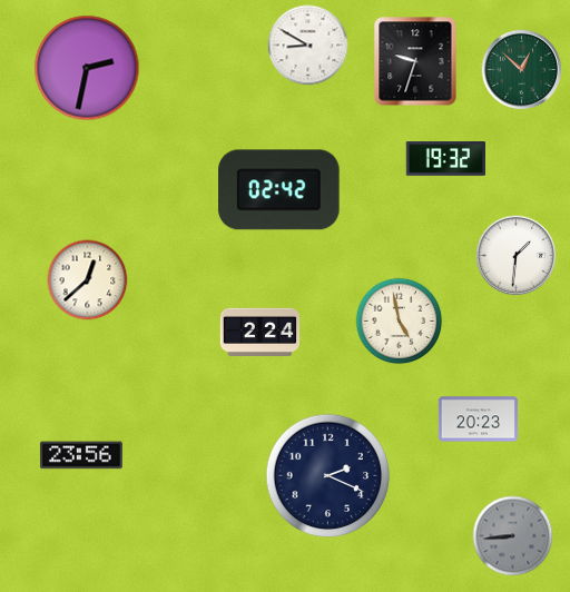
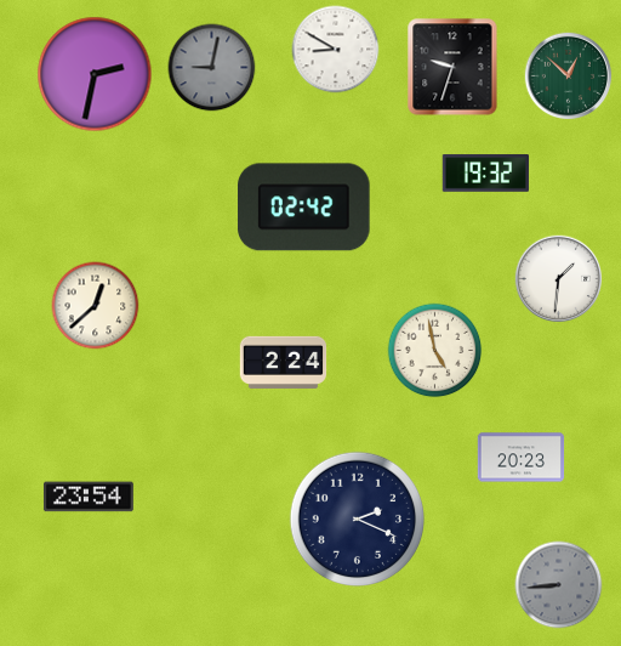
clock at (212, 68): none -> 9:02
clock at (517, 256) position: (517, 256) -> (559, 279)
clock at (81, 455): 23:56 -> 23:54
